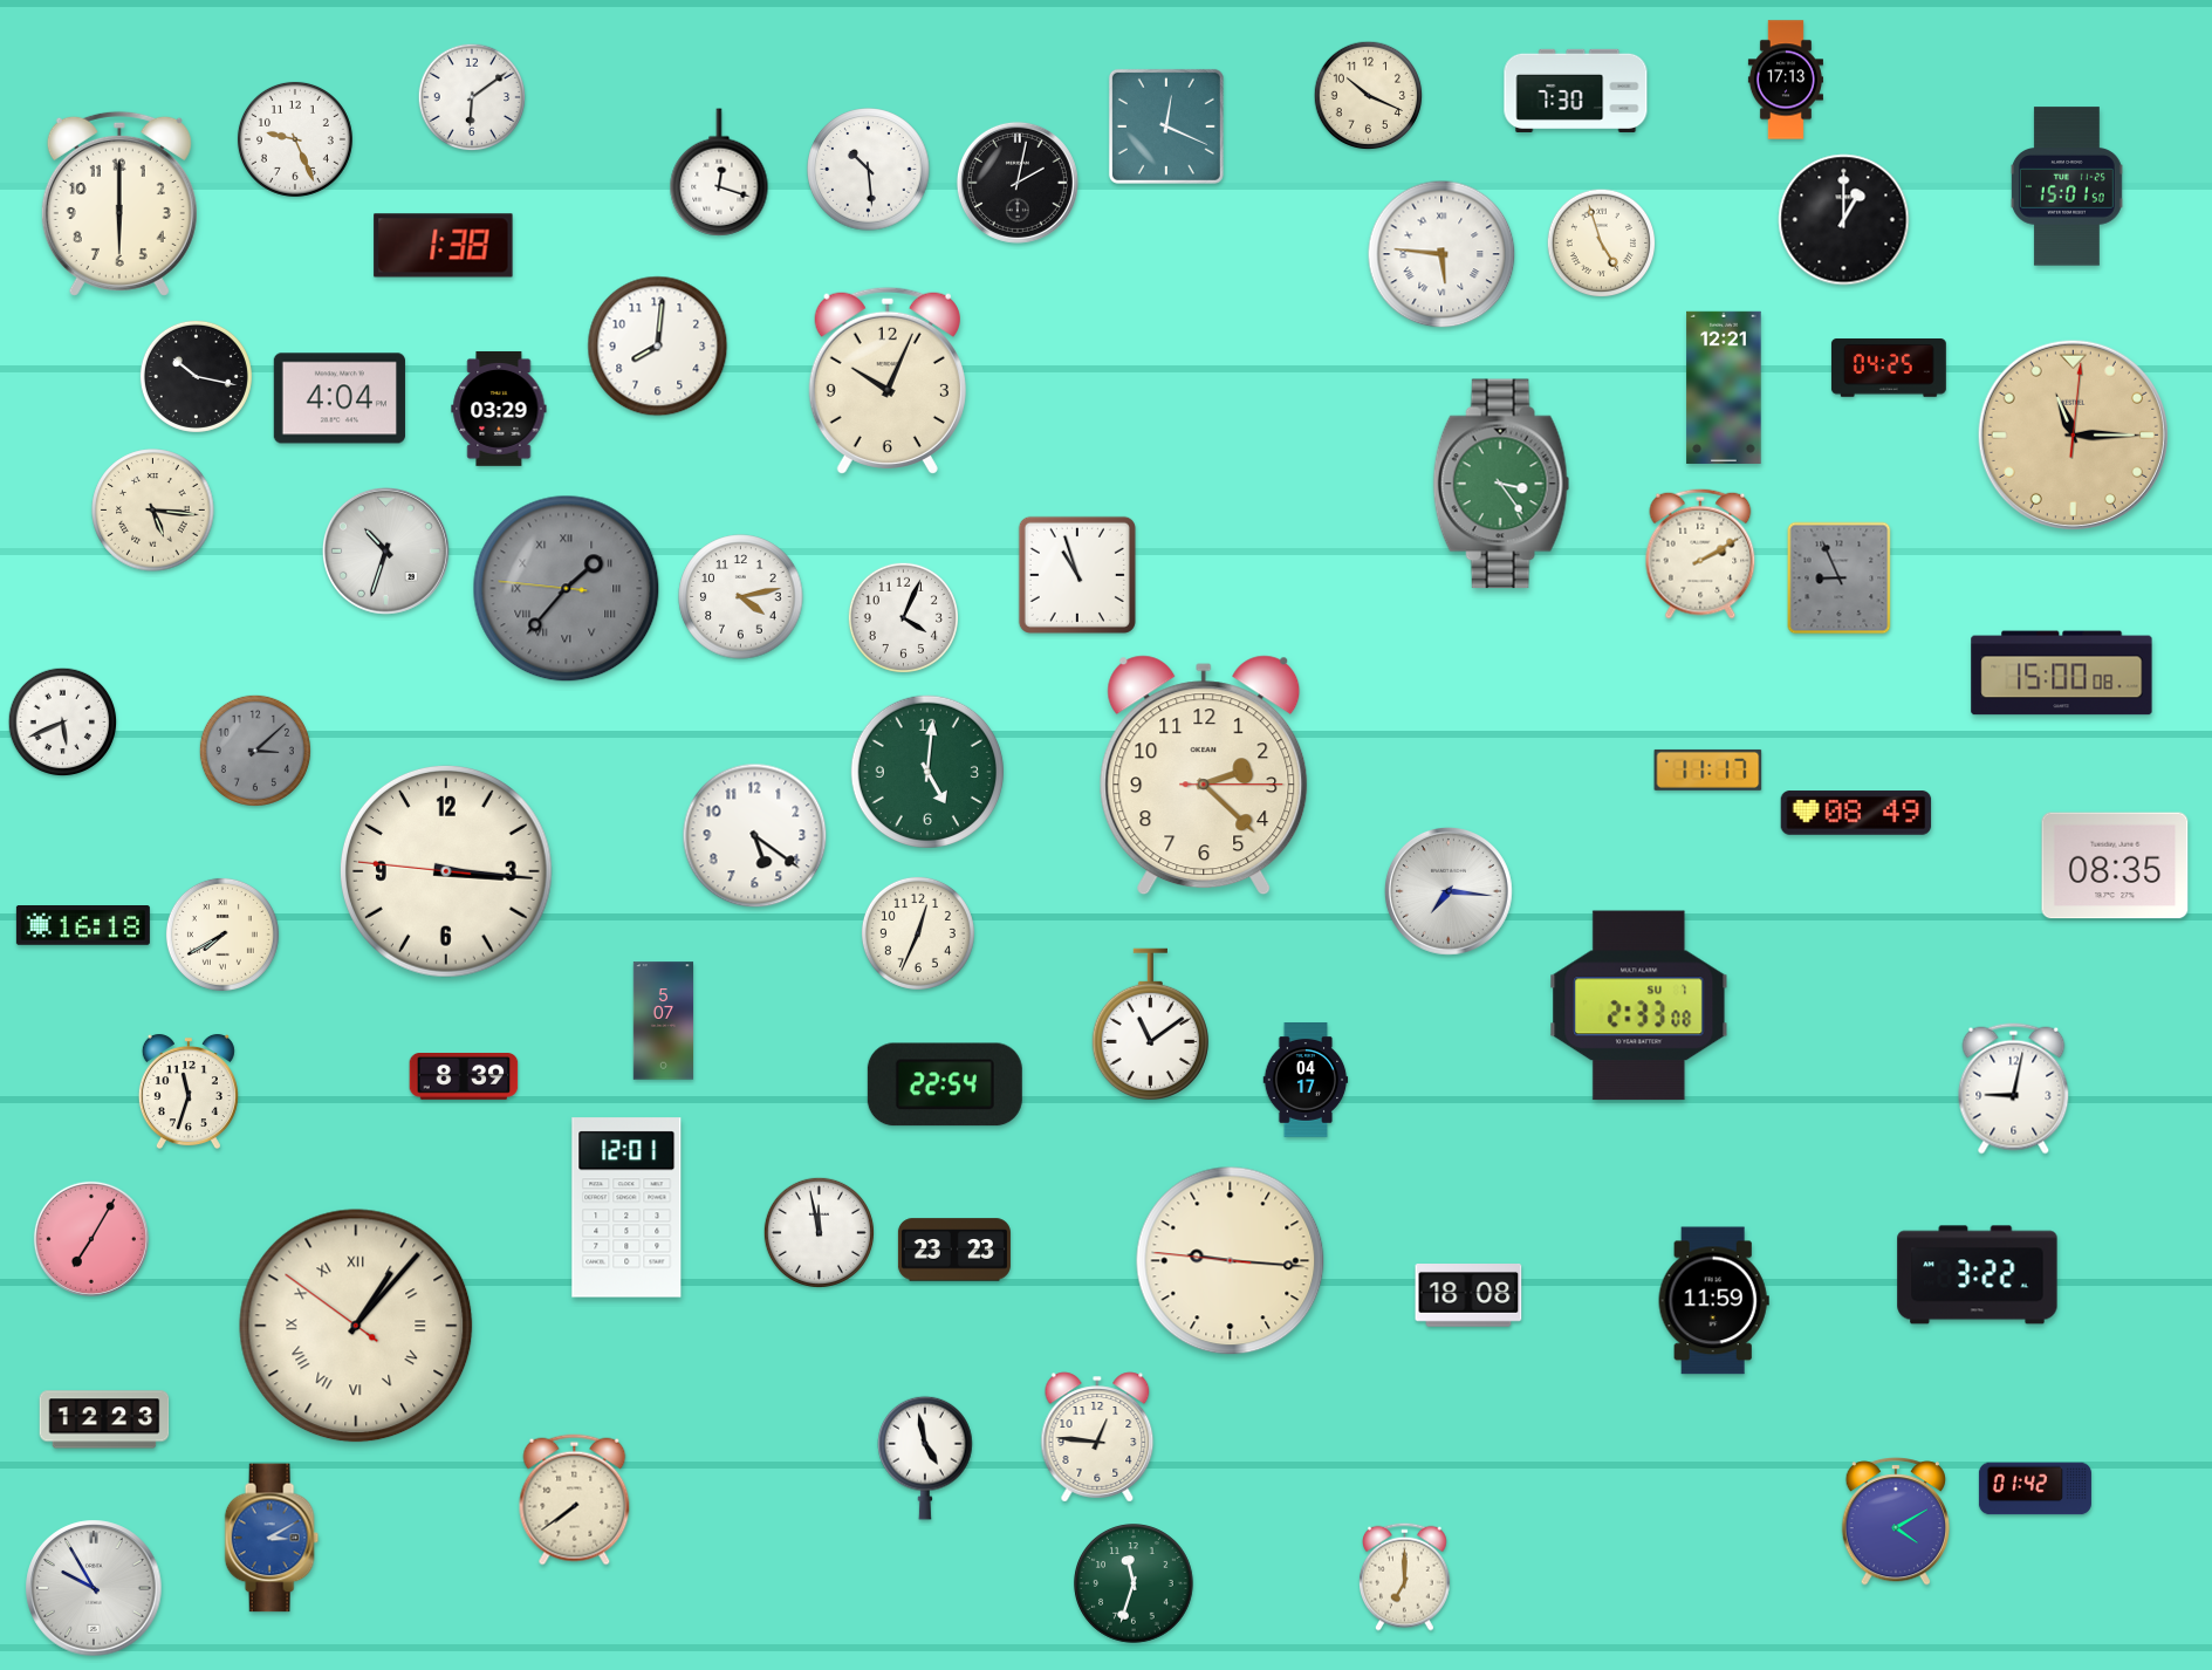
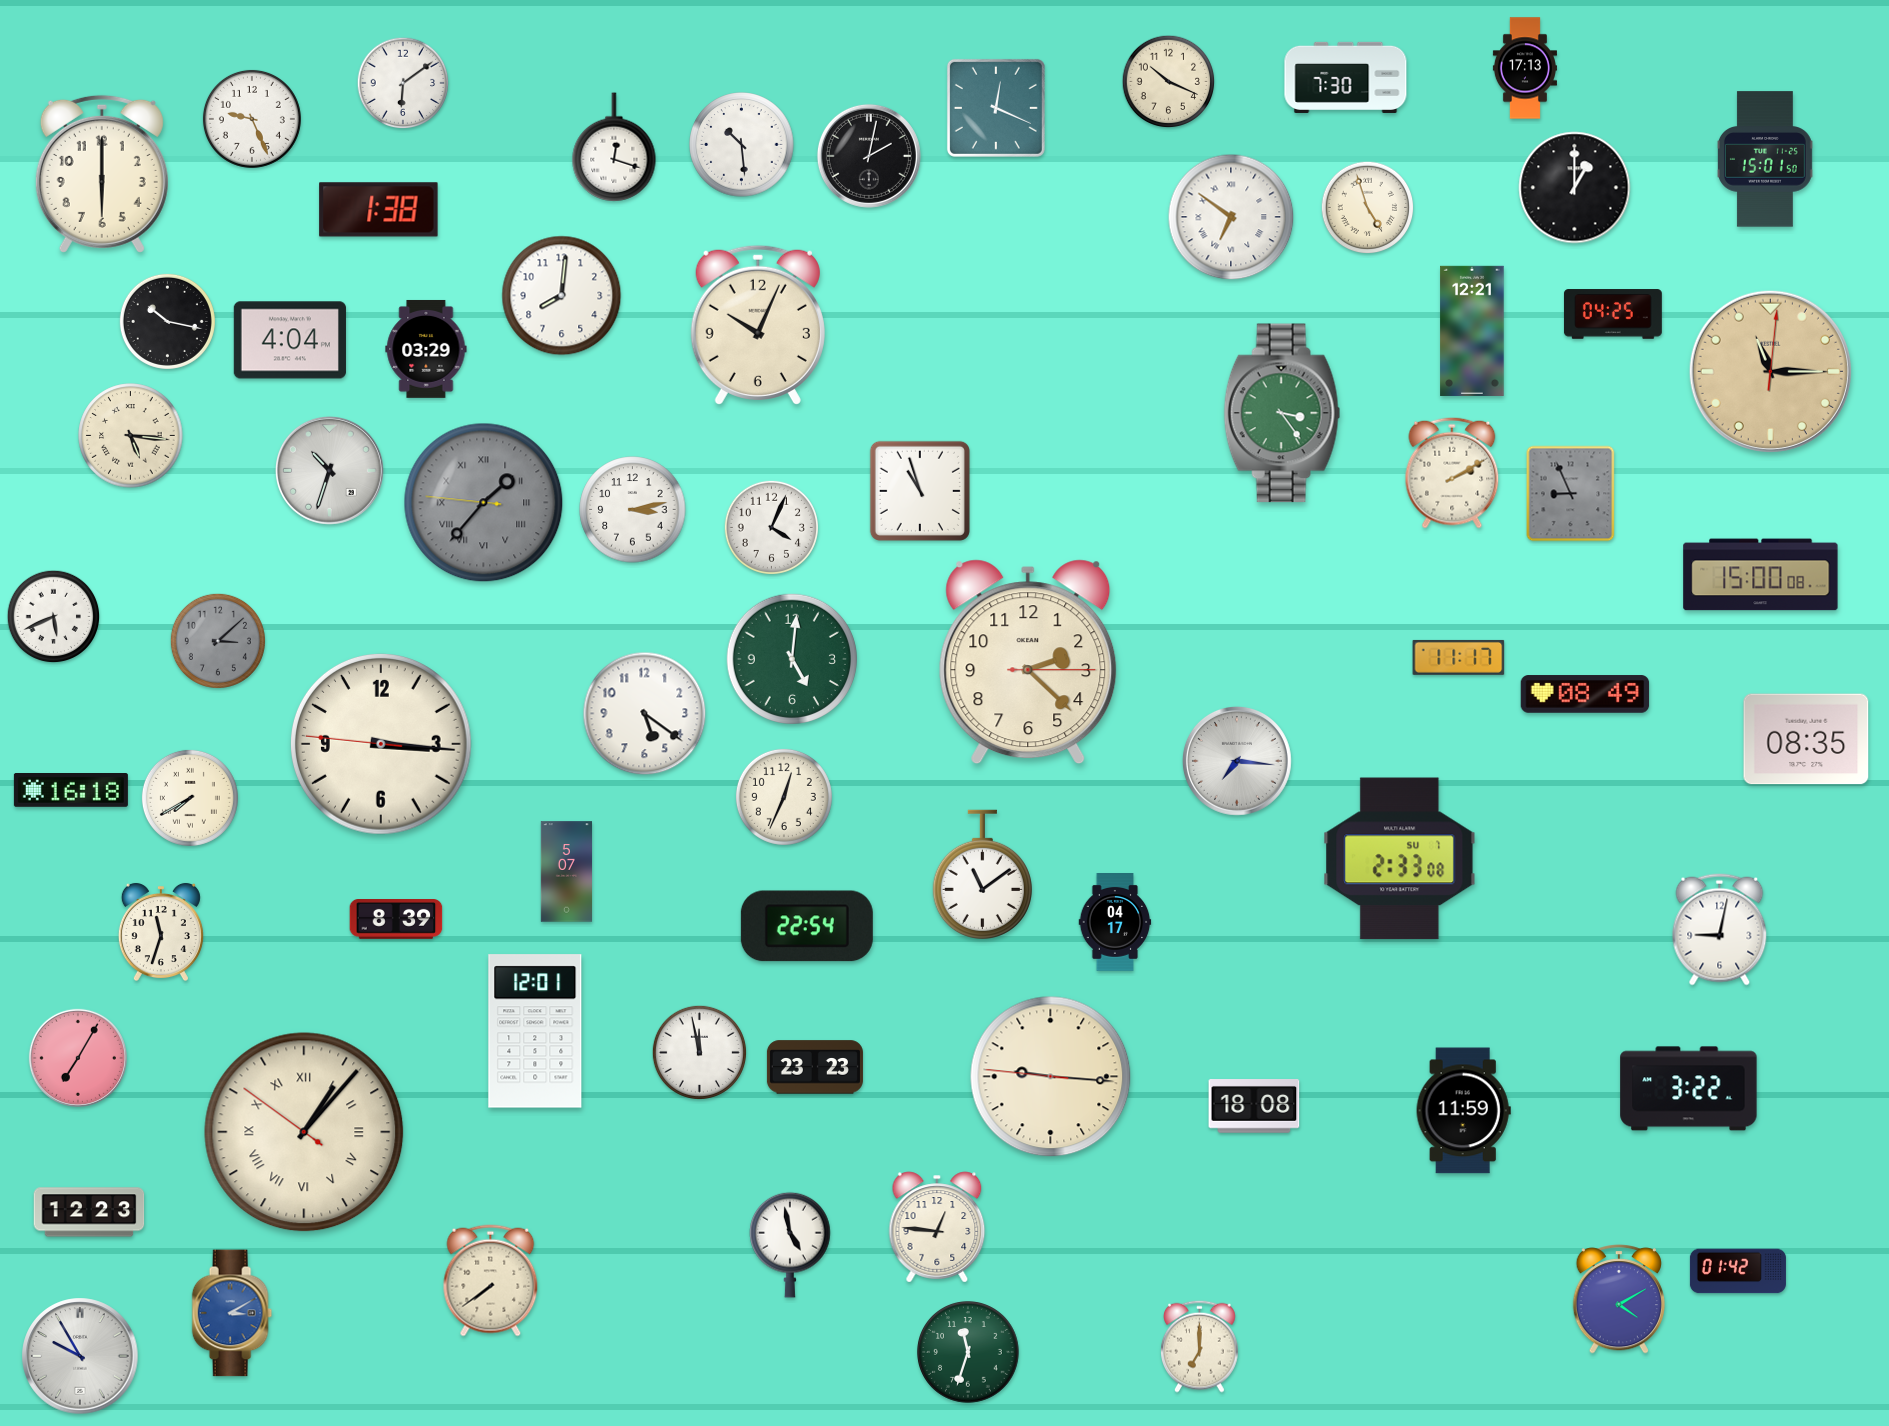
clock at (1441, 254): 5:46 -> 6:51
clock at (741, 597): 4:13 -> 3:13
